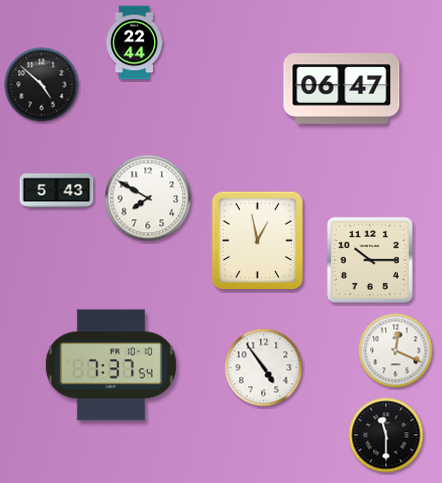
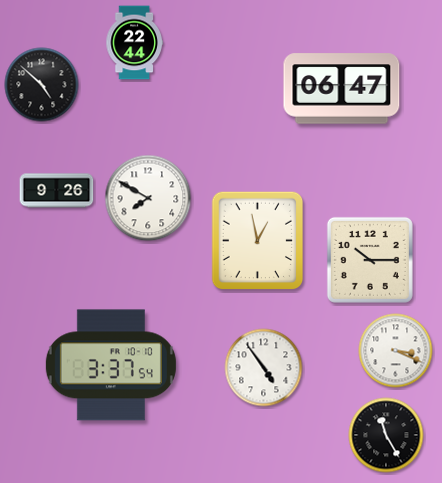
clock at (57, 191): 5:43 -> 9:26
clock at (396, 351): 12:19 -> 3:19
clock at (111, 365): 7:37 -> 3:37
clock at (386, 435): 11:30 -> 11:25
